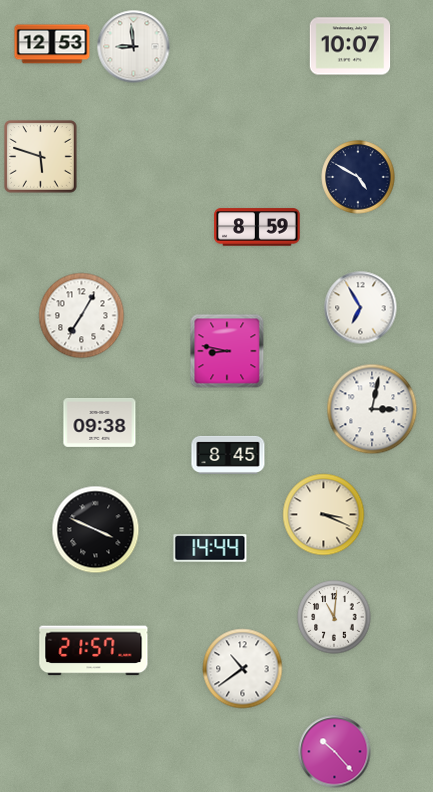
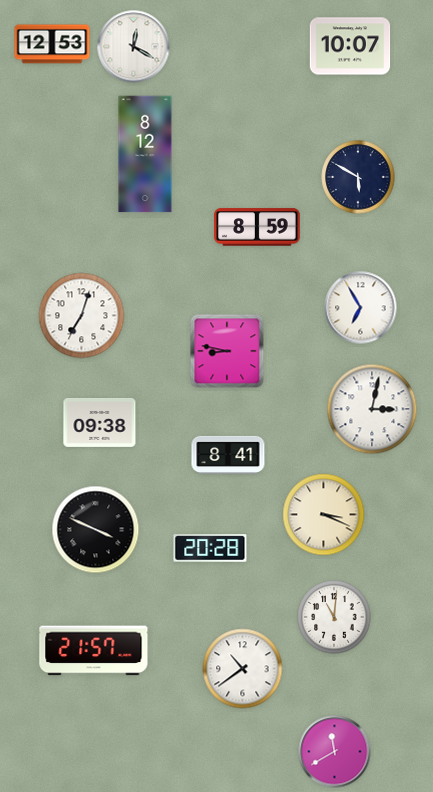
clock at (134, 47): 8:59 -> 12:20
clock at (145, 154): none -> 8:12
clock at (41, 157): 5:48 -> none
clock at (358, 177): 4:50 -> 5:50
clock at (82, 316): 7:05 -> 7:03
clock at (228, 455): 8:45 -> 8:41
clock at (210, 548): 14:44 -> 20:28
clock at (335, 752): 10:23 -> 11:40
